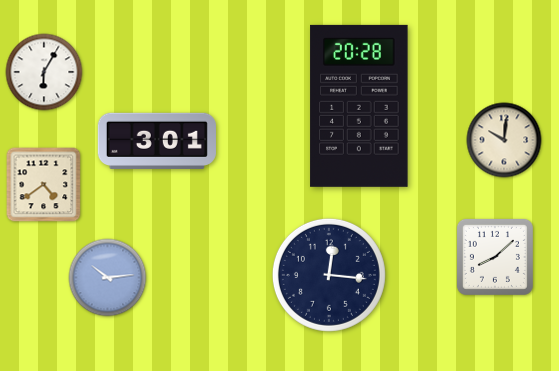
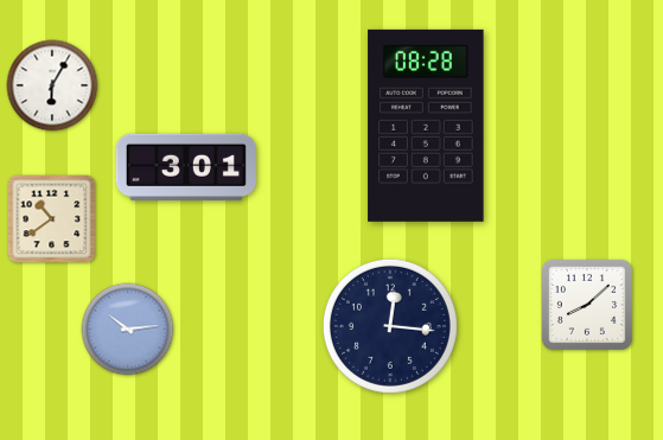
clock at (359, 106): 20:28 -> 08:28
clock at (504, 140): 10:01 -> none
clock at (44, 185): 4:39 -> 10:39
